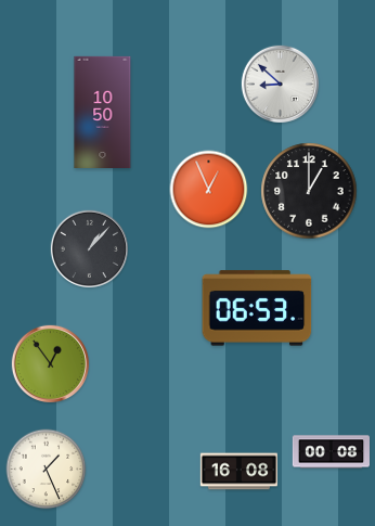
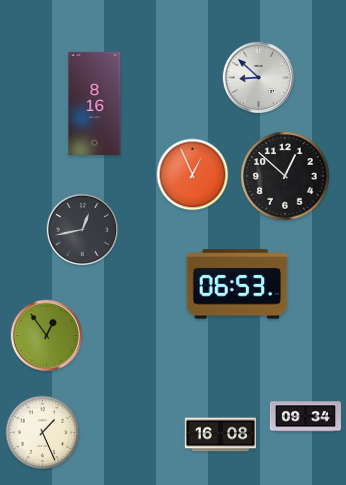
clock at (103, 112): 10:50 -> 8:16
clock at (309, 191): 1:00 -> 12:52
clock at (89, 248): 1:07 -> 12:43
clock at (331, 452): 00:08 -> 09:34
